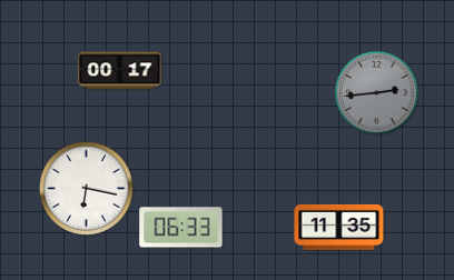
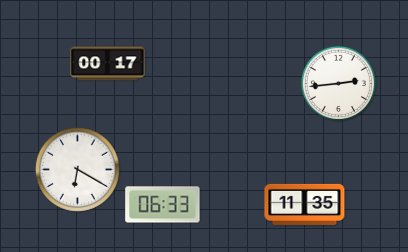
clock at (376, 92) dial: grey -> white
clock at (86, 188): 6:17 -> 6:20
